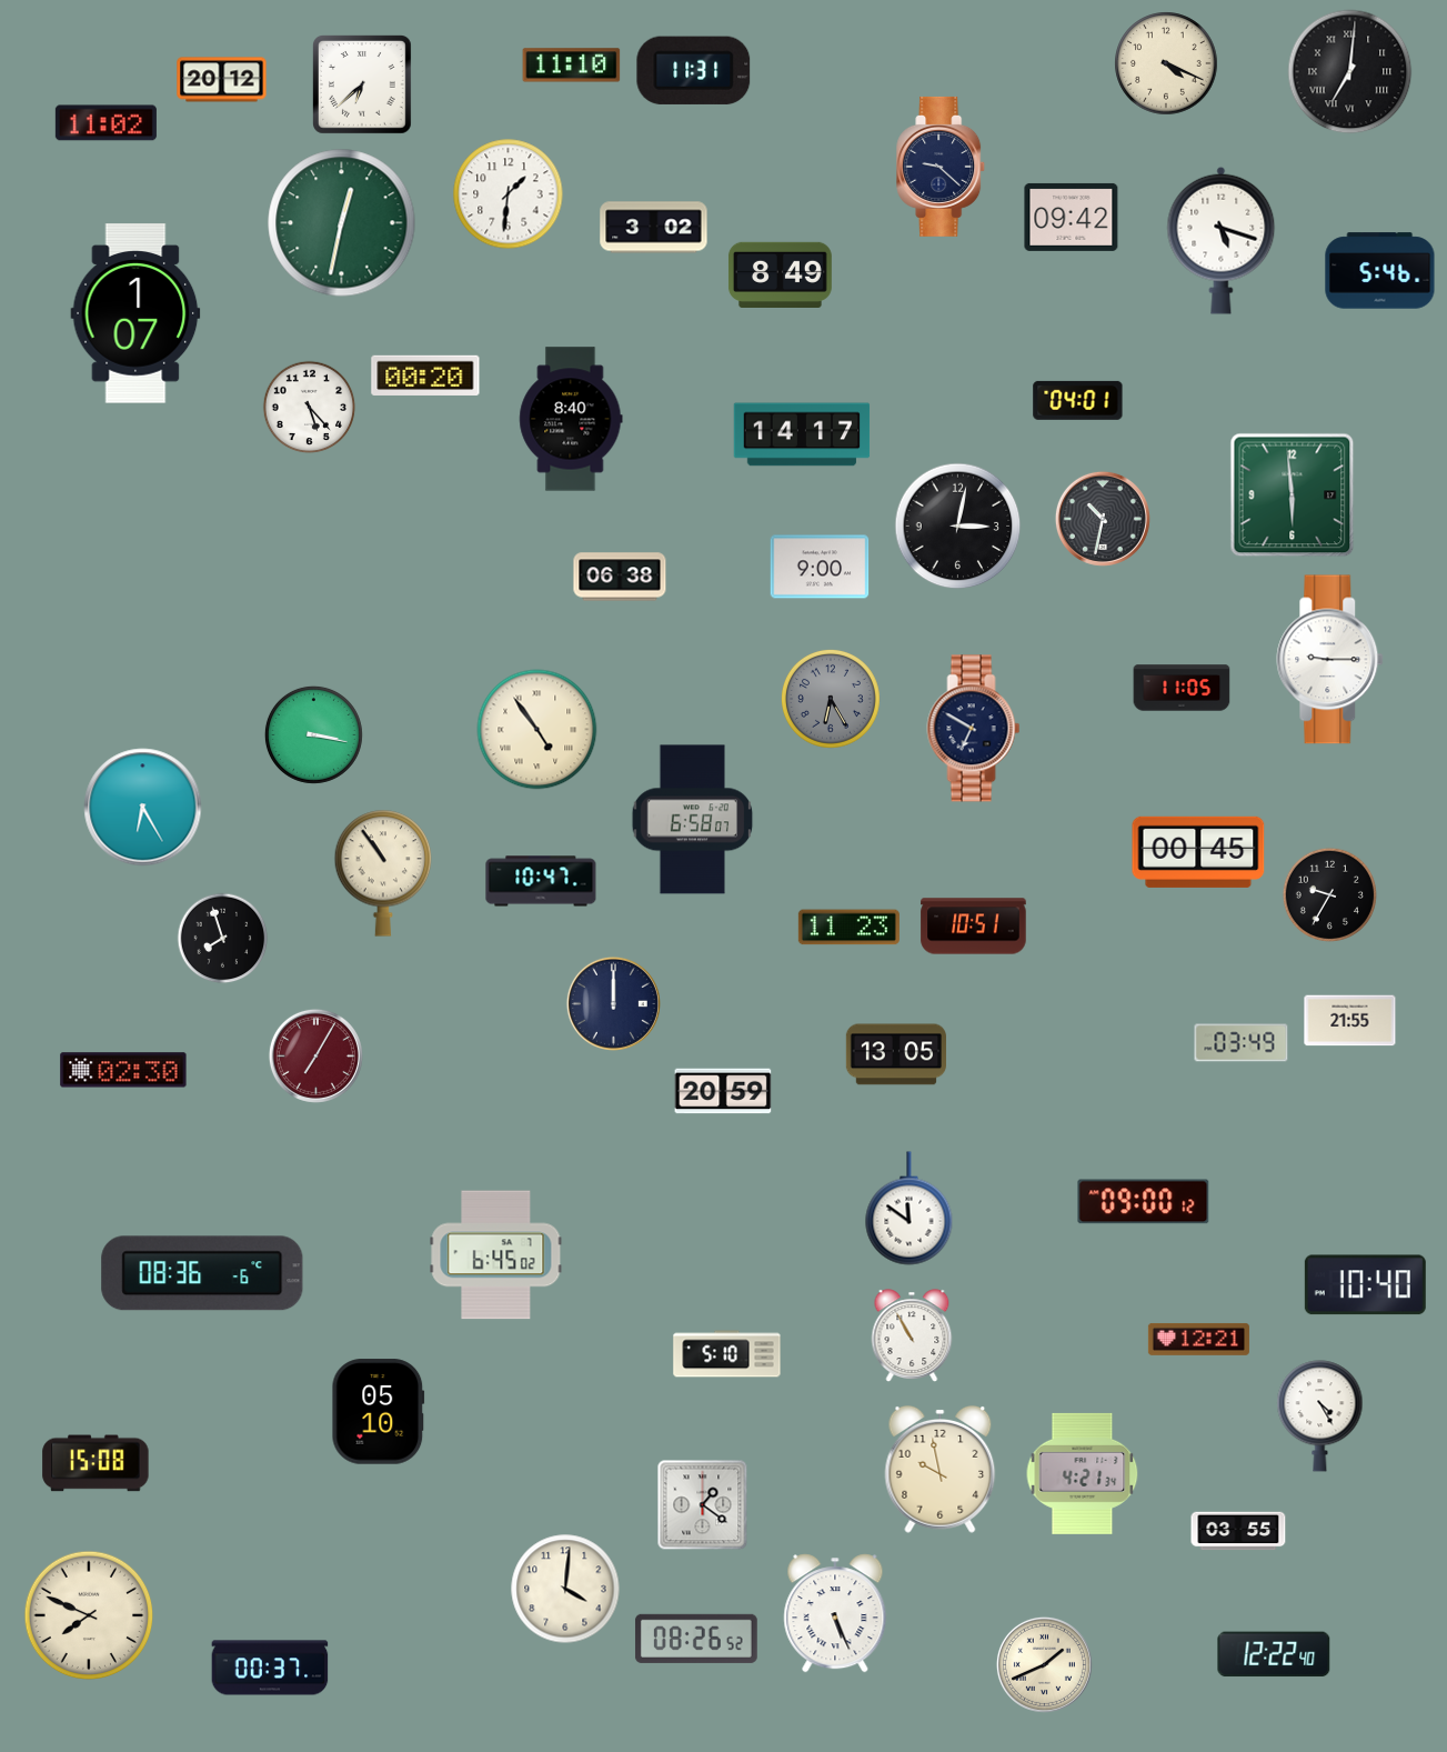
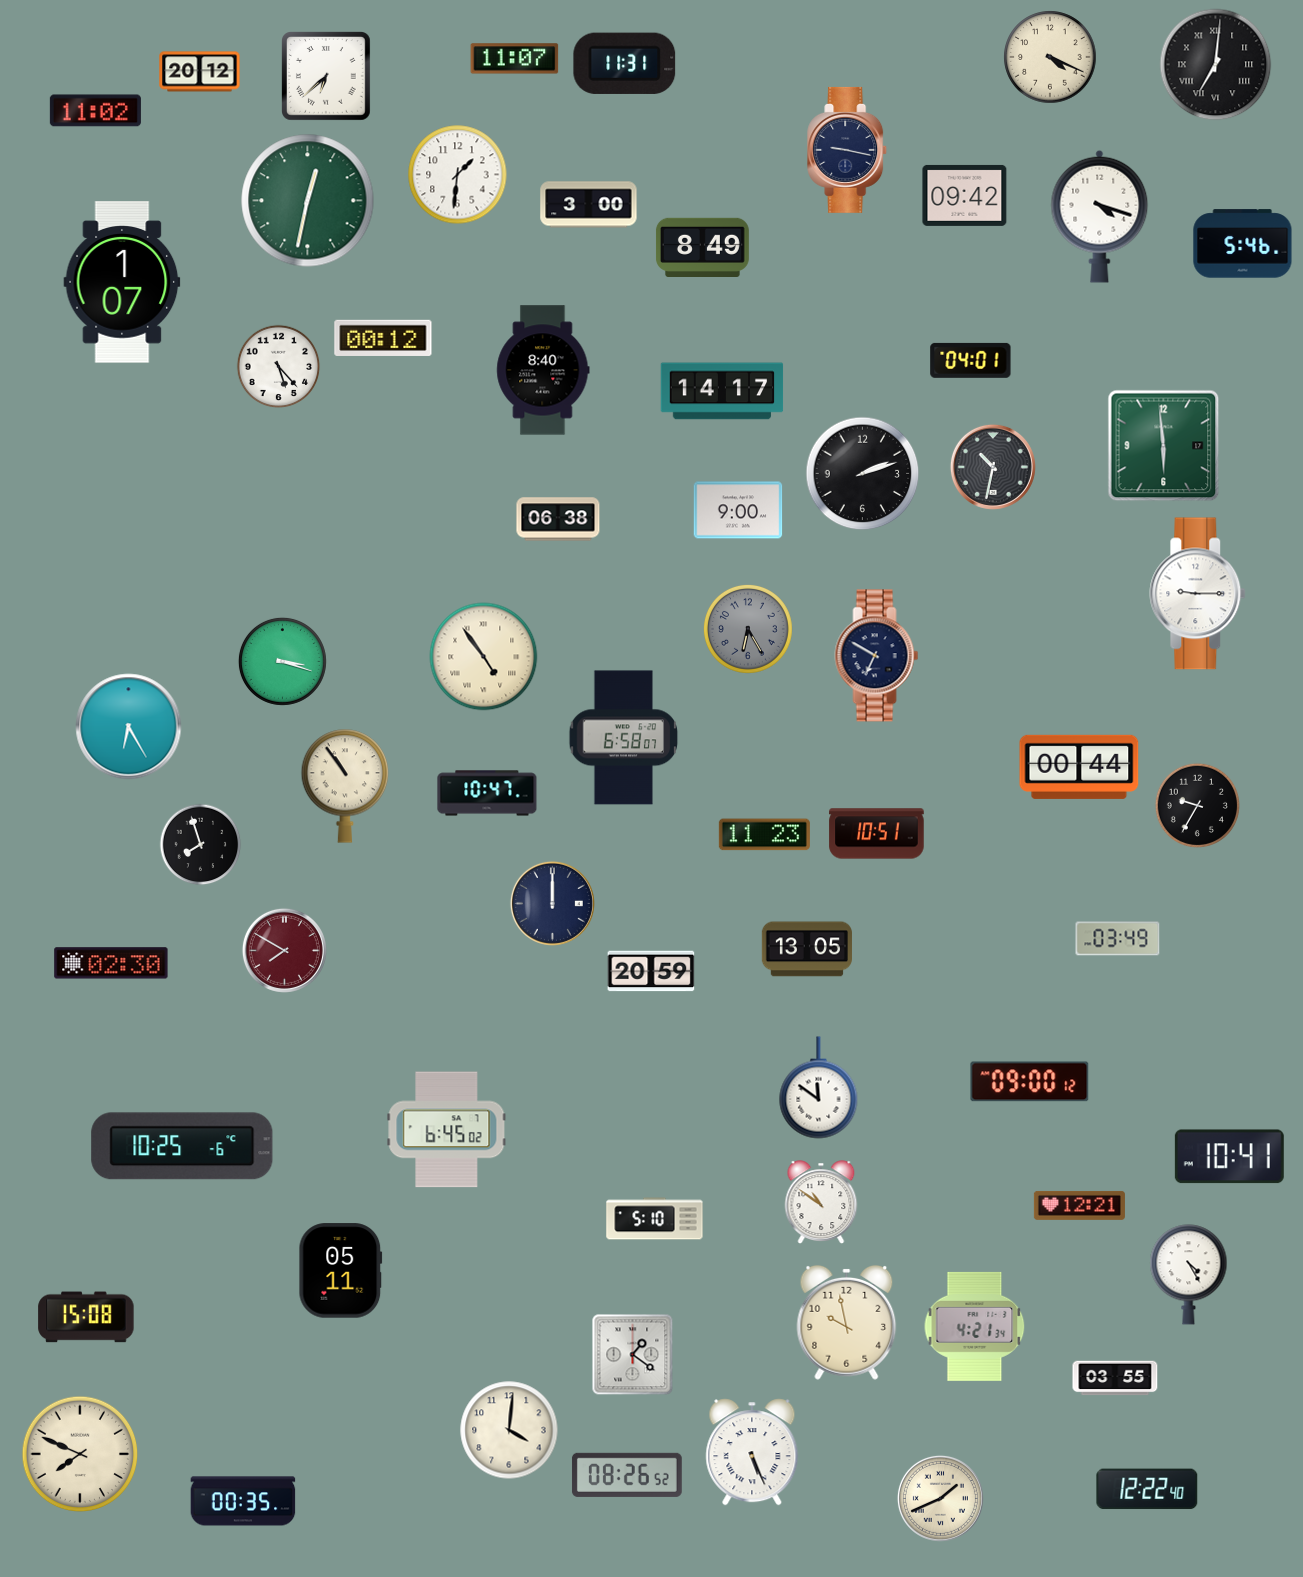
clock at (572, 66): 11:10 -> 11:07
clock at (942, 167): 9:22 -> 9:17
clock at (654, 228): 3:02 -> 3:00
clock at (1222, 240): 5:18 -> 4:18
clock at (425, 376): 00:20 -> 00:12
clock at (571, 419) position: (571, 419) -> (543, 370)
clock at (958, 527): 3:02 -> 2:12
clock at (1182, 688): 11:05 -> none
clock at (313, 734): 3:17 -> 3:18
clock at (1198, 852): 00:45 -> 00:44
clock at (1350, 1021): 21:55 -> none
clock at (315, 1055): 7:05 -> 7:50
clock at (723, 1091) position: (723, 1091) -> (651, 971)
clock at (202, 1273): 08:36 -> 10:25
clock at (1365, 1285): 10:40 -> 10:41
clock at (912, 1335): 10:55 -> 10:51
clock at (379, 1412): 05:10 -> 05:11
clock at (270, 1668): 00:37 -> 00:35
